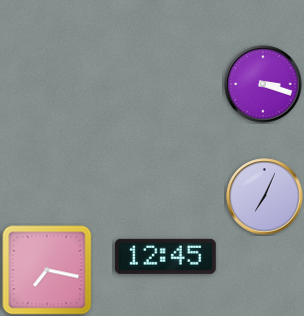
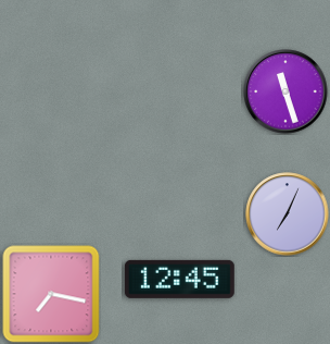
clock at (263, 84): 3:18 -> 11:27
